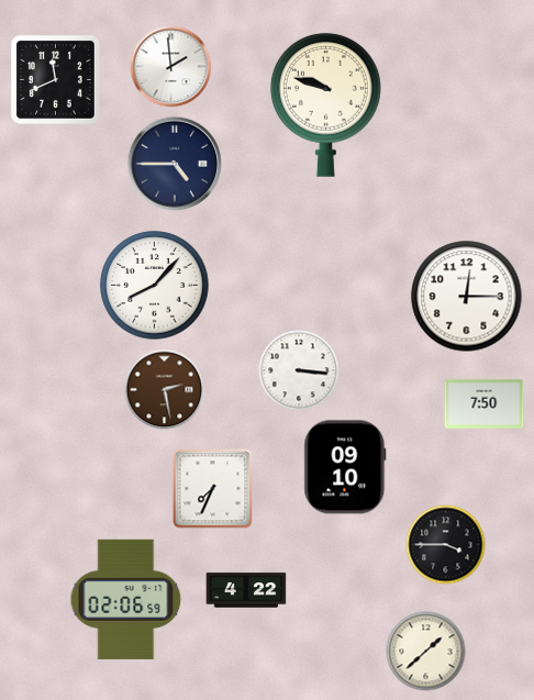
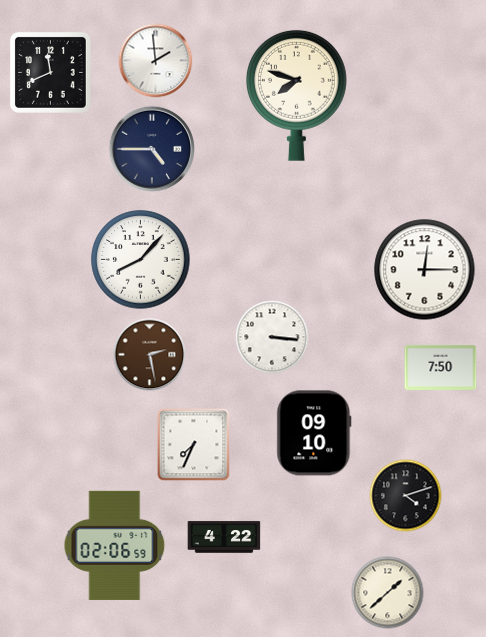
clock at (325, 104): 9:48 -> 7:48
clock at (174, 163) position: (174, 163) -> (151, 148)
clock at (345, 467) position: (345, 467) -> (314, 433)
clock at (446, 545): 3:45 -> 4:12
